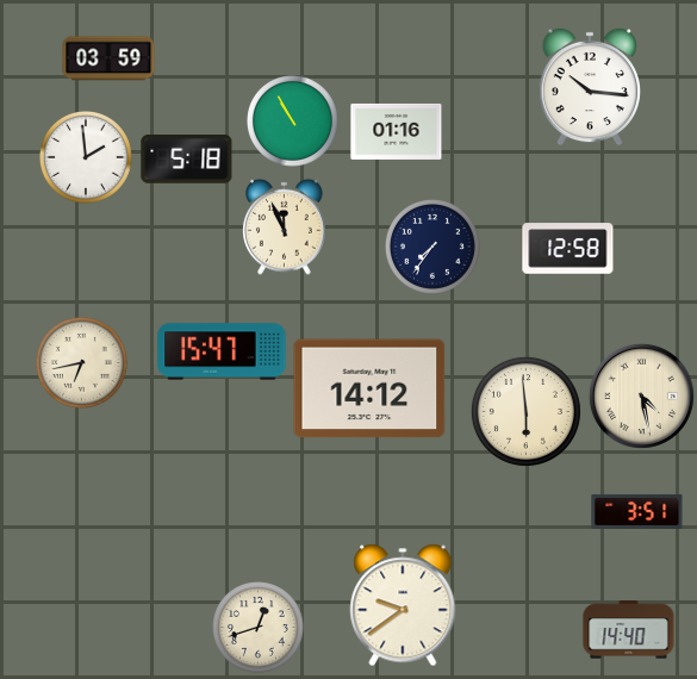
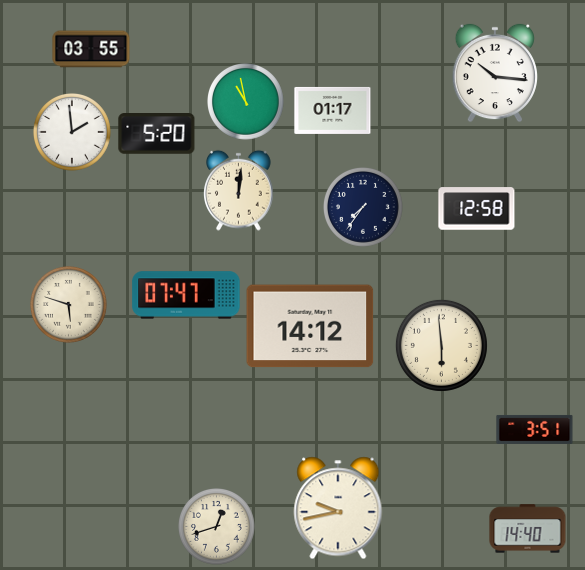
clock at (108, 58): 03:59 -> 03:55
clock at (293, 122): 10:55 -> 10:58
clock at (397, 131): 01:16 -> 01:17
clock at (187, 160): 5:18 -> 5:20
clock at (285, 226): 11:56 -> 12:01
clock at (222, 351): 15:47 -> 07:47
clock at (82, 363): 6:43 -> 5:48
clock at (641, 395): 4:28 -> none
clock at (403, 605): 9:39 -> 9:43
